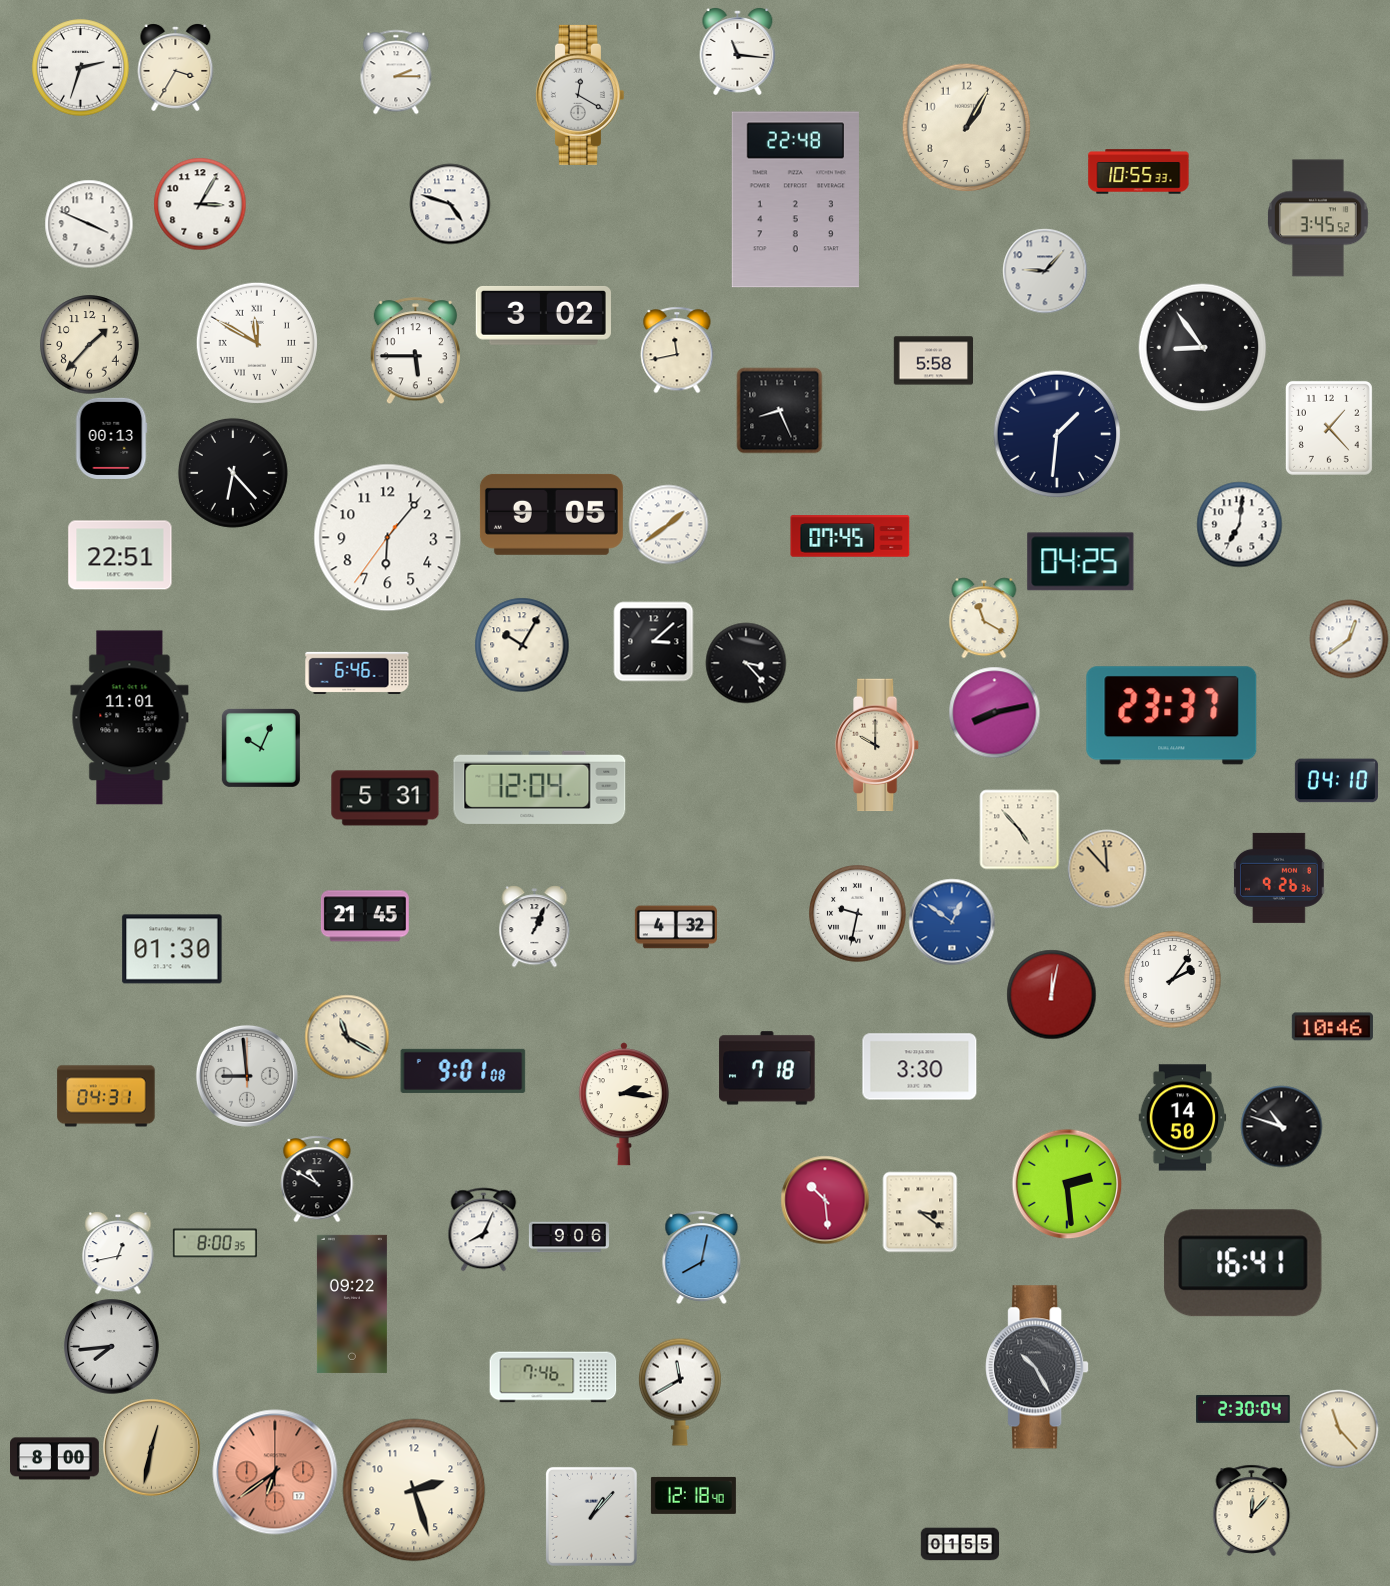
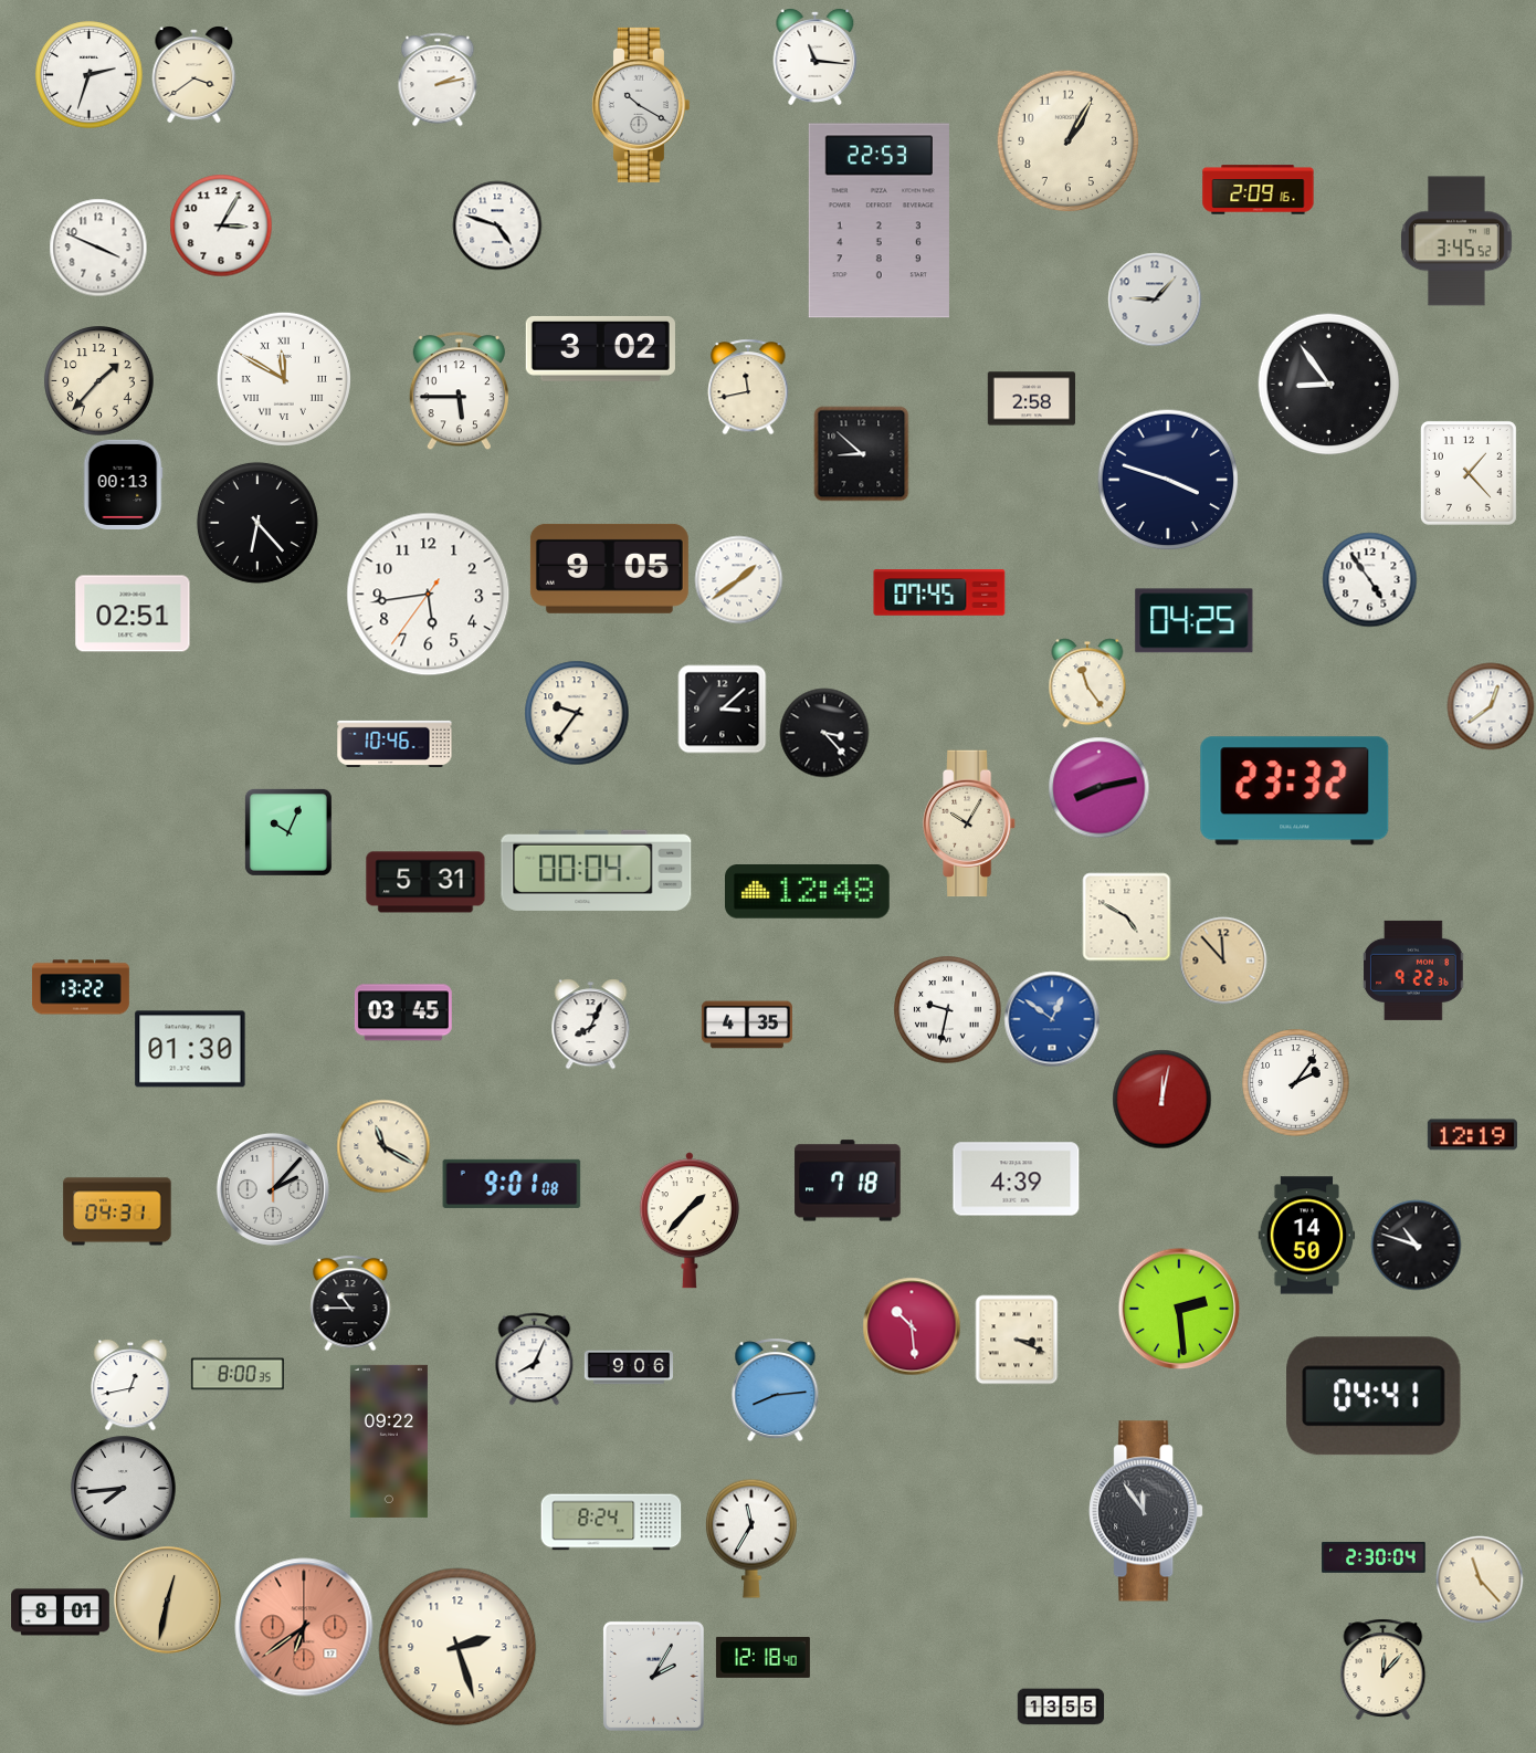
clock at (176, 68): 3:35 -> 3:39
clock at (396, 72): 2:15 -> 2:13
clock at (579, 95): 12:20 -> 10:20
clock at (1139, 172): 10:55 -> 2:09
clock at (795, 200): 22:48 -> 22:53
clock at (415, 351) position: (415, 351) -> (459, 391)
clock at (933, 361): 5:58 -> 2:58
clock at (779, 410): 8:26 -> 8:52
clock at (1057, 434): 1:31 -> 3:48
clock at (1239, 524): 7:01 -> 4:54
clock at (388, 538): 6:06 -> 5:43
clock at (120, 555): 22:51 -> 02:51
clock at (984, 618): 11:20 -> 11:24
clock at (522, 645): 10:05 -> 9:36
clock at (357, 673): 6:46 -> 10:46
clock at (1172, 716): 23:37 -> 23:32
clock at (130, 718): 11:01 -> none
clock at (877, 745): 10:00 -> 10:05
clock at (261, 748) position: (261, 748) -> (288, 832)
clock at (1336, 781): 04:10 -> none
clock at (540, 787): 12:04 -> 00:04
clock at (808, 892): none -> 12:48
clock at (1019, 829): 4:53 -> 4:50
clock at (1280, 878): 9:26 -> 9:22
clock at (81, 987): none -> 13:22
clock at (365, 916): 21:45 -> 03:45
clock at (535, 926): 1:04 -> 8:04
clock at (676, 927): 4:32 -> 4:35
clock at (1332, 1027): 10:46 -> 12:19
clock at (920, 1067): 3:30 -> 4:39
clock at (247, 1076): 8:59 -> 2:07
clock at (624, 1104): 2:16 -> 1:37
clock at (317, 1179): 10:50 -> 10:45
clock at (920, 1212): 3:21 -> 3:19
clock at (702, 1257): 8:02 -> 8:14
clock at (1243, 1263): 16:41 -> 04:41
clock at (1037, 1367): 10:25 -> 11:54
clock at (553, 1377): 7:46 -> 8:24
clock at (680, 1392): 11:40 -> 11:35
clock at (55, 1459): 8:00 -> 8:01
clock at (693, 1495) position: (693, 1495) -> (762, 1657)
clock at (591, 1516): 1:07 -> 2:05
clock at (960, 1544): 01:55 -> 13:55
